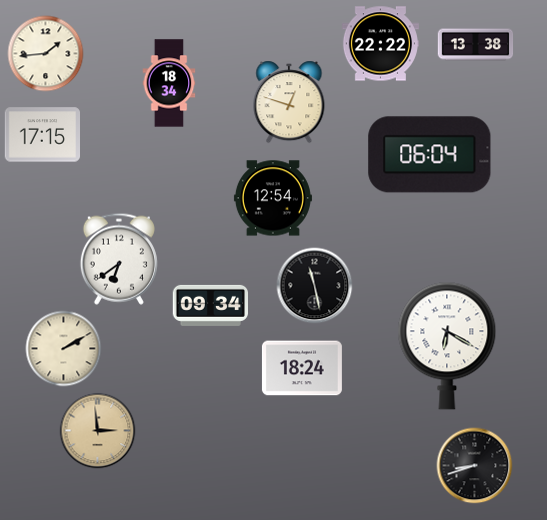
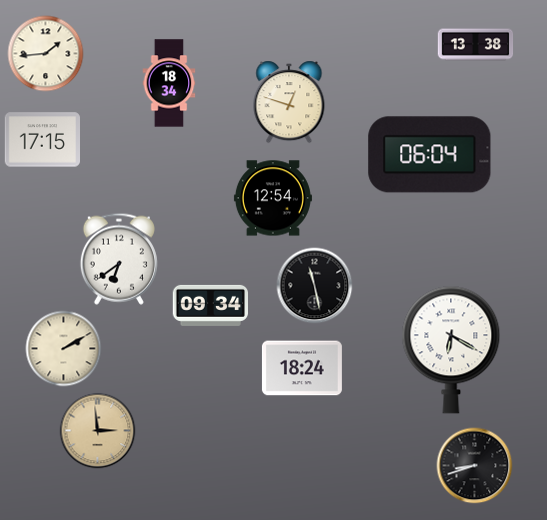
clock at (380, 44): 22:22 -> none
clock at (43, 135) position: (43, 135) -> (43, 140)
clock at (447, 346) position: (447, 346) -> (451, 350)
